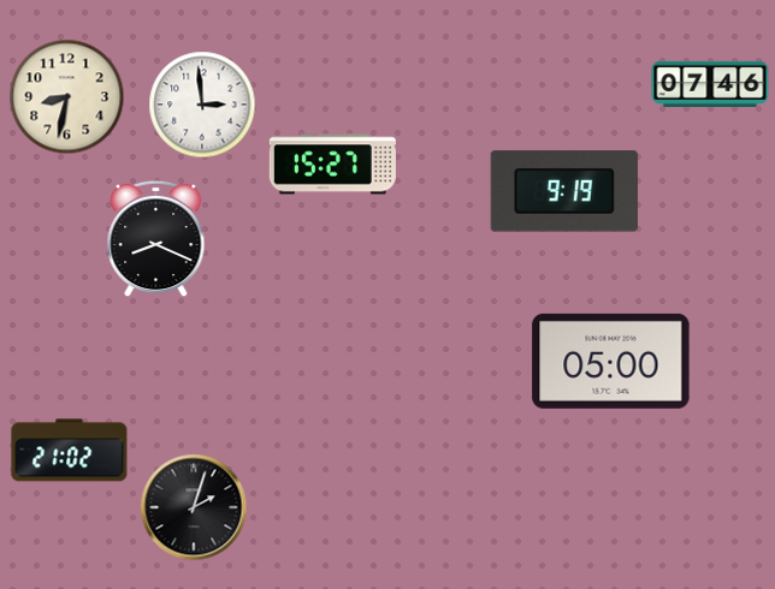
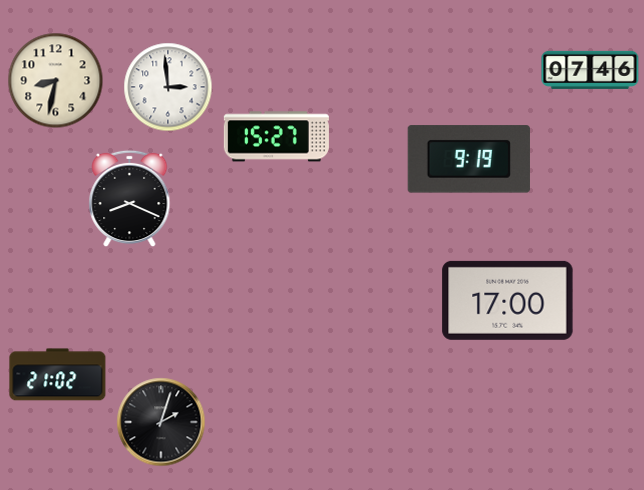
clock at (611, 361): 05:00 -> 17:00
